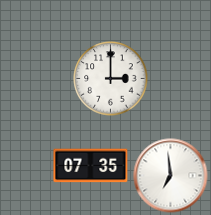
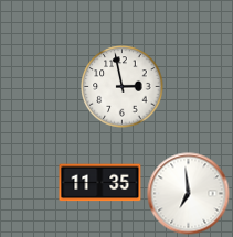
clock at (111, 79): 3:00 -> 2:58
clock at (91, 166): 07:35 -> 11:35
